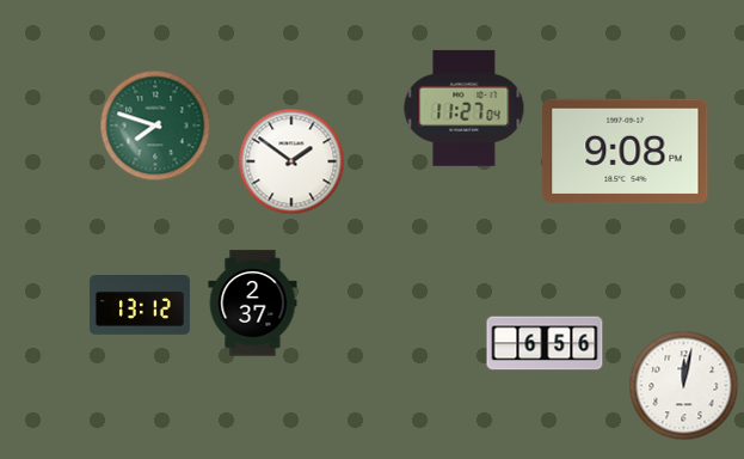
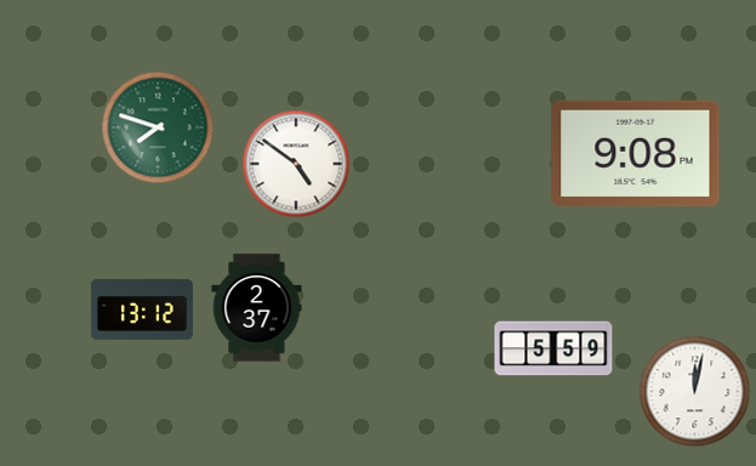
clock at (465, 108): 11:27 -> none
clock at (291, 161): 1:51 -> 4:51
clock at (545, 343): 6:56 -> 5:59
